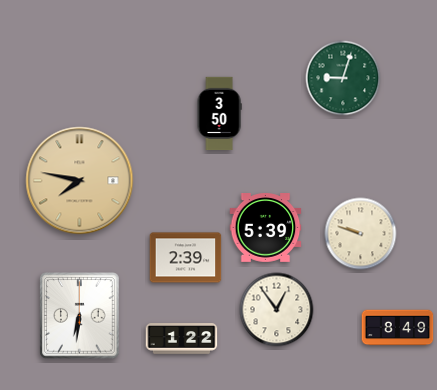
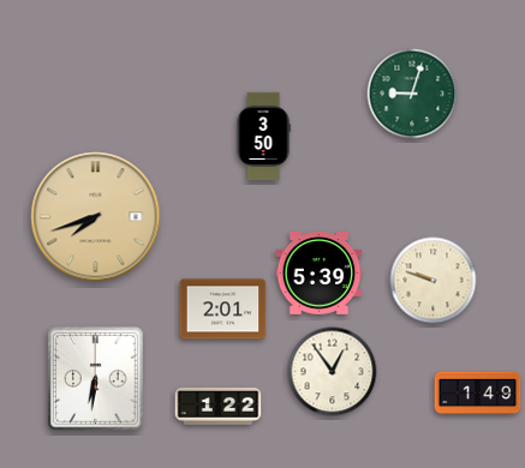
clock at (80, 181): 7:47 -> 7:42
clock at (186, 258): 2:39 -> 2:01
clock at (398, 328): 8:49 -> 1:49
